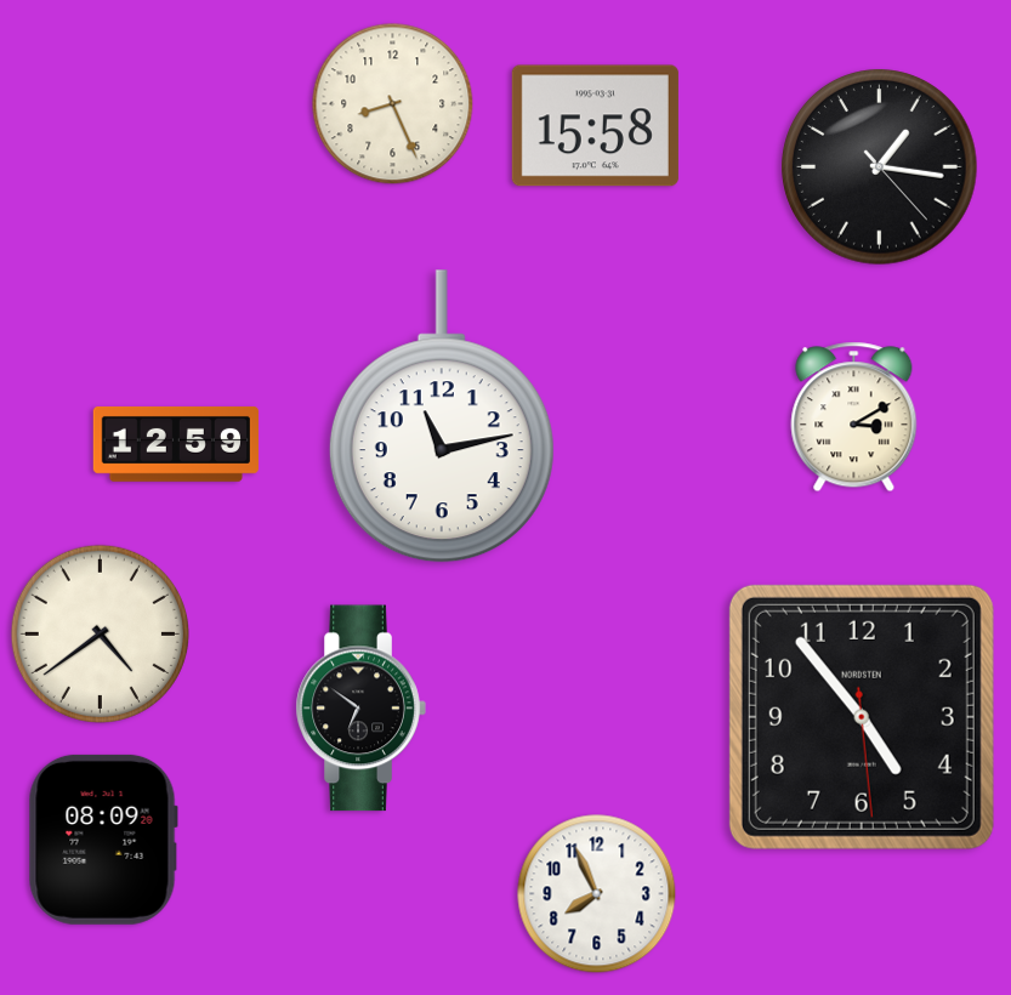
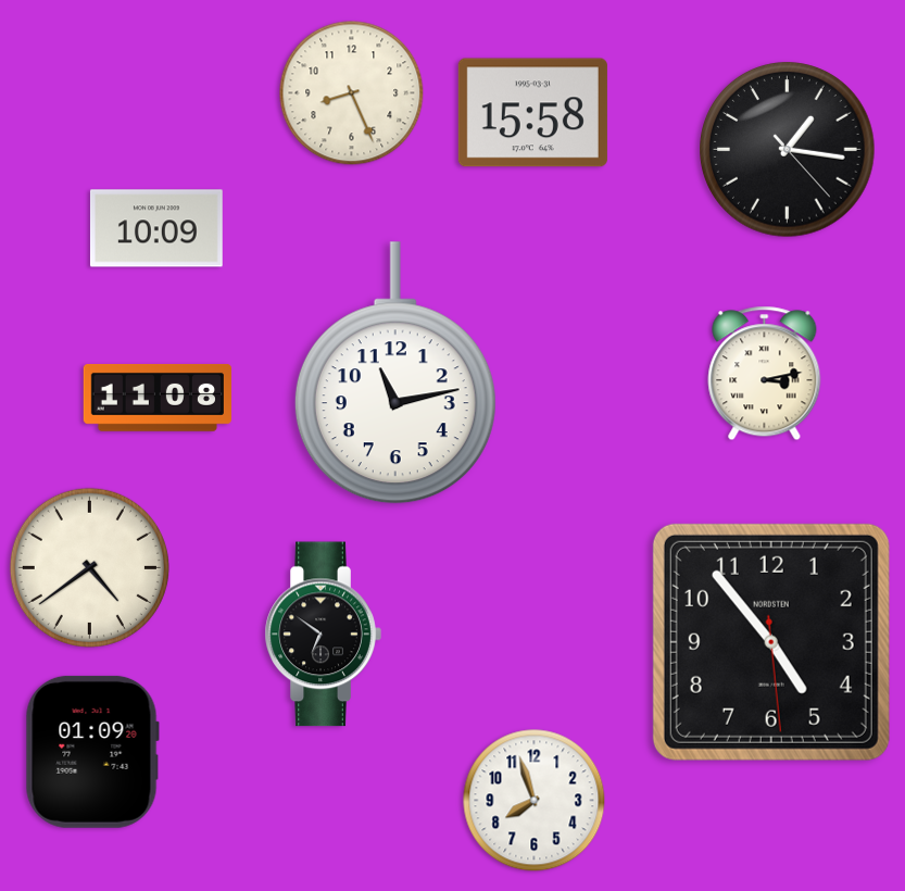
clock at (156, 228): none -> 10:09
clock at (854, 417): 3:10 -> 3:13
clock at (175, 444): 12:59 -> 11:08
clock at (103, 840): 08:09 -> 01:09
clock at (597, 894): 7:56 -> 7:57
